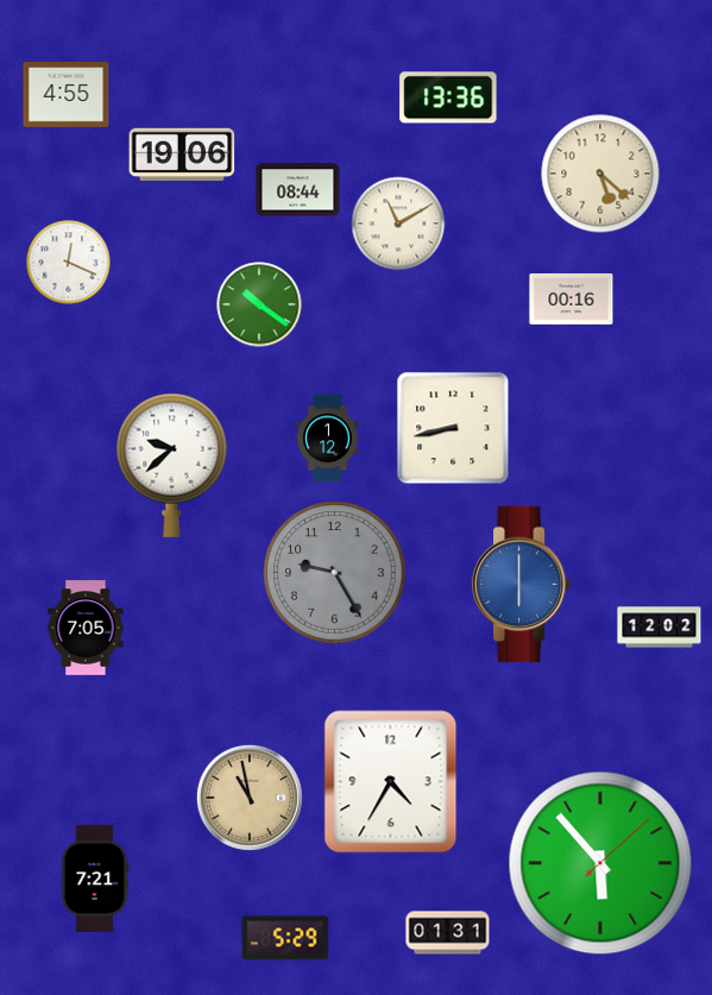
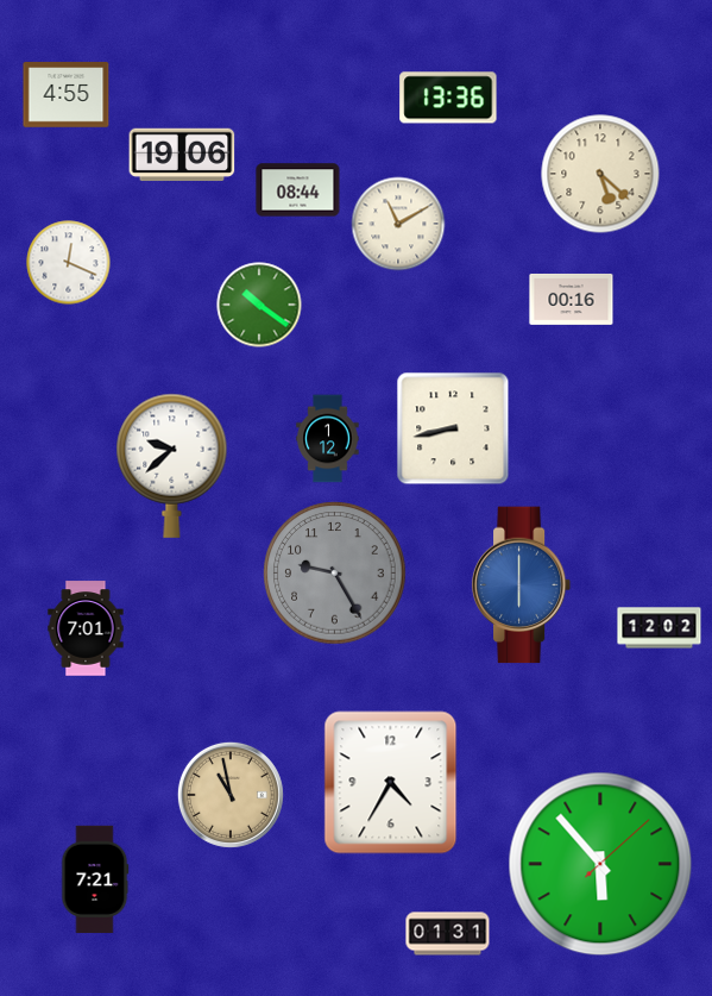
clock at (86, 628): 7:05 -> 7:01
clock at (250, 798) position: (250, 798) -> (231, 795)
clock at (285, 938): 5:29 -> none
